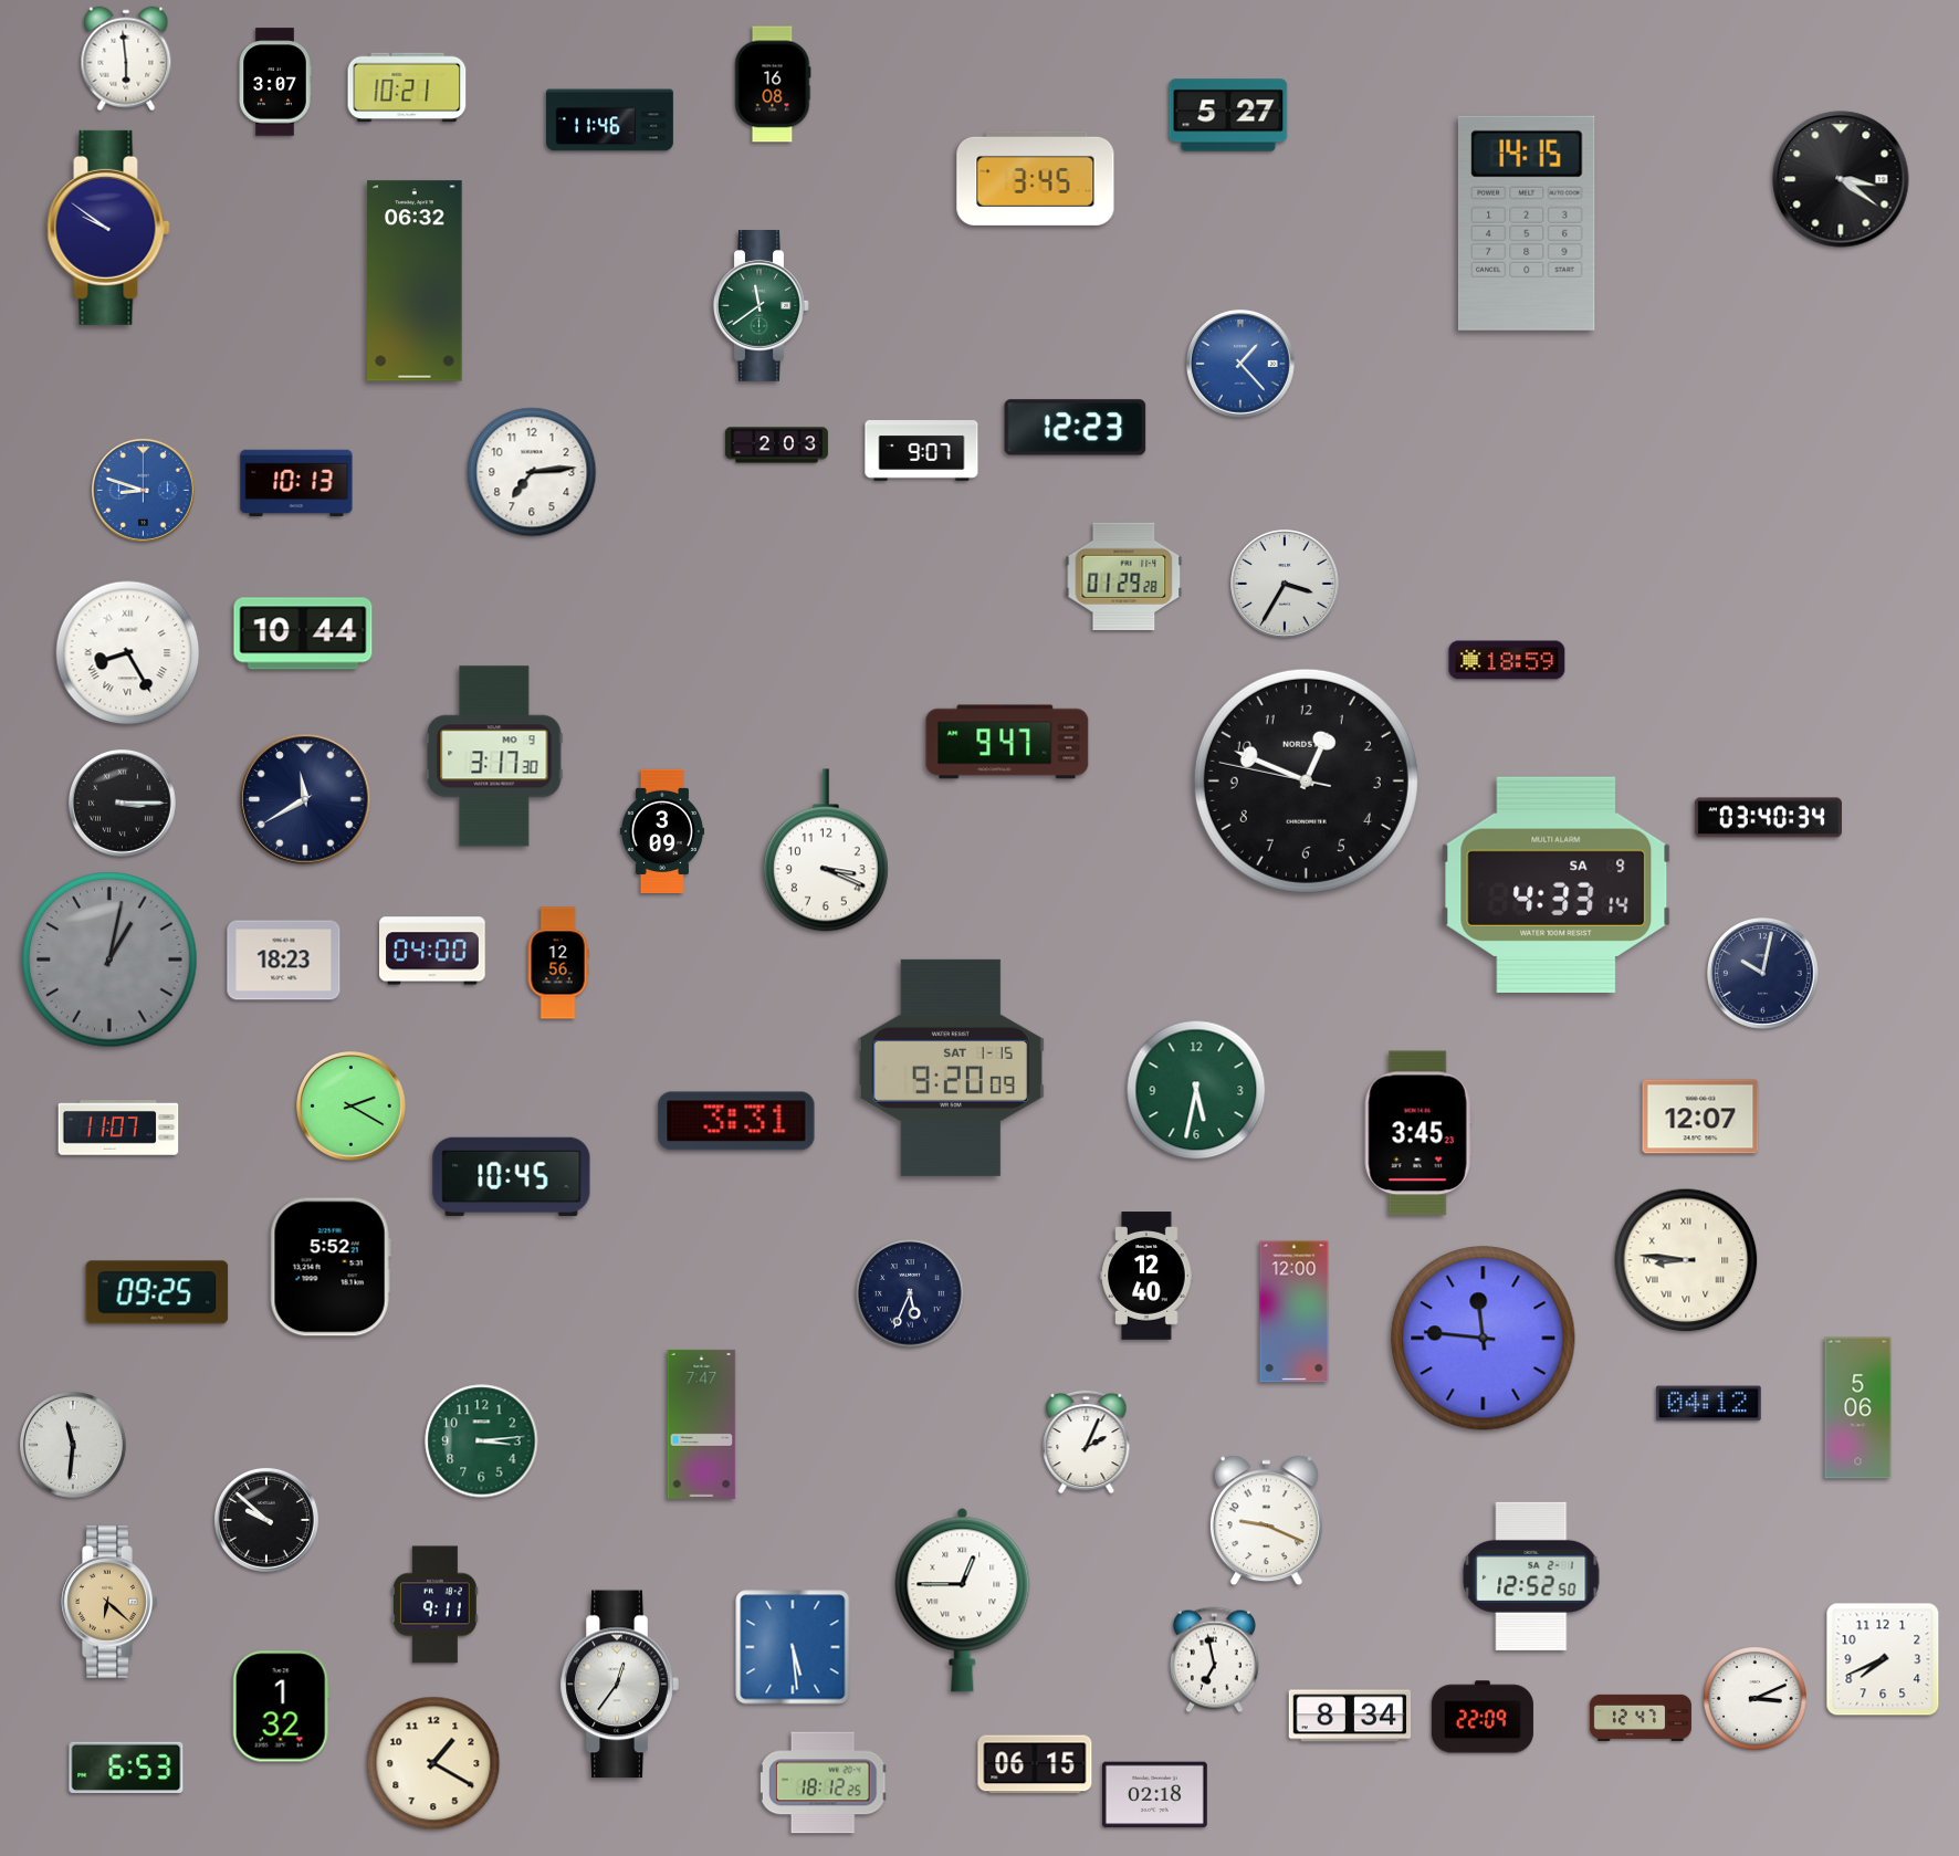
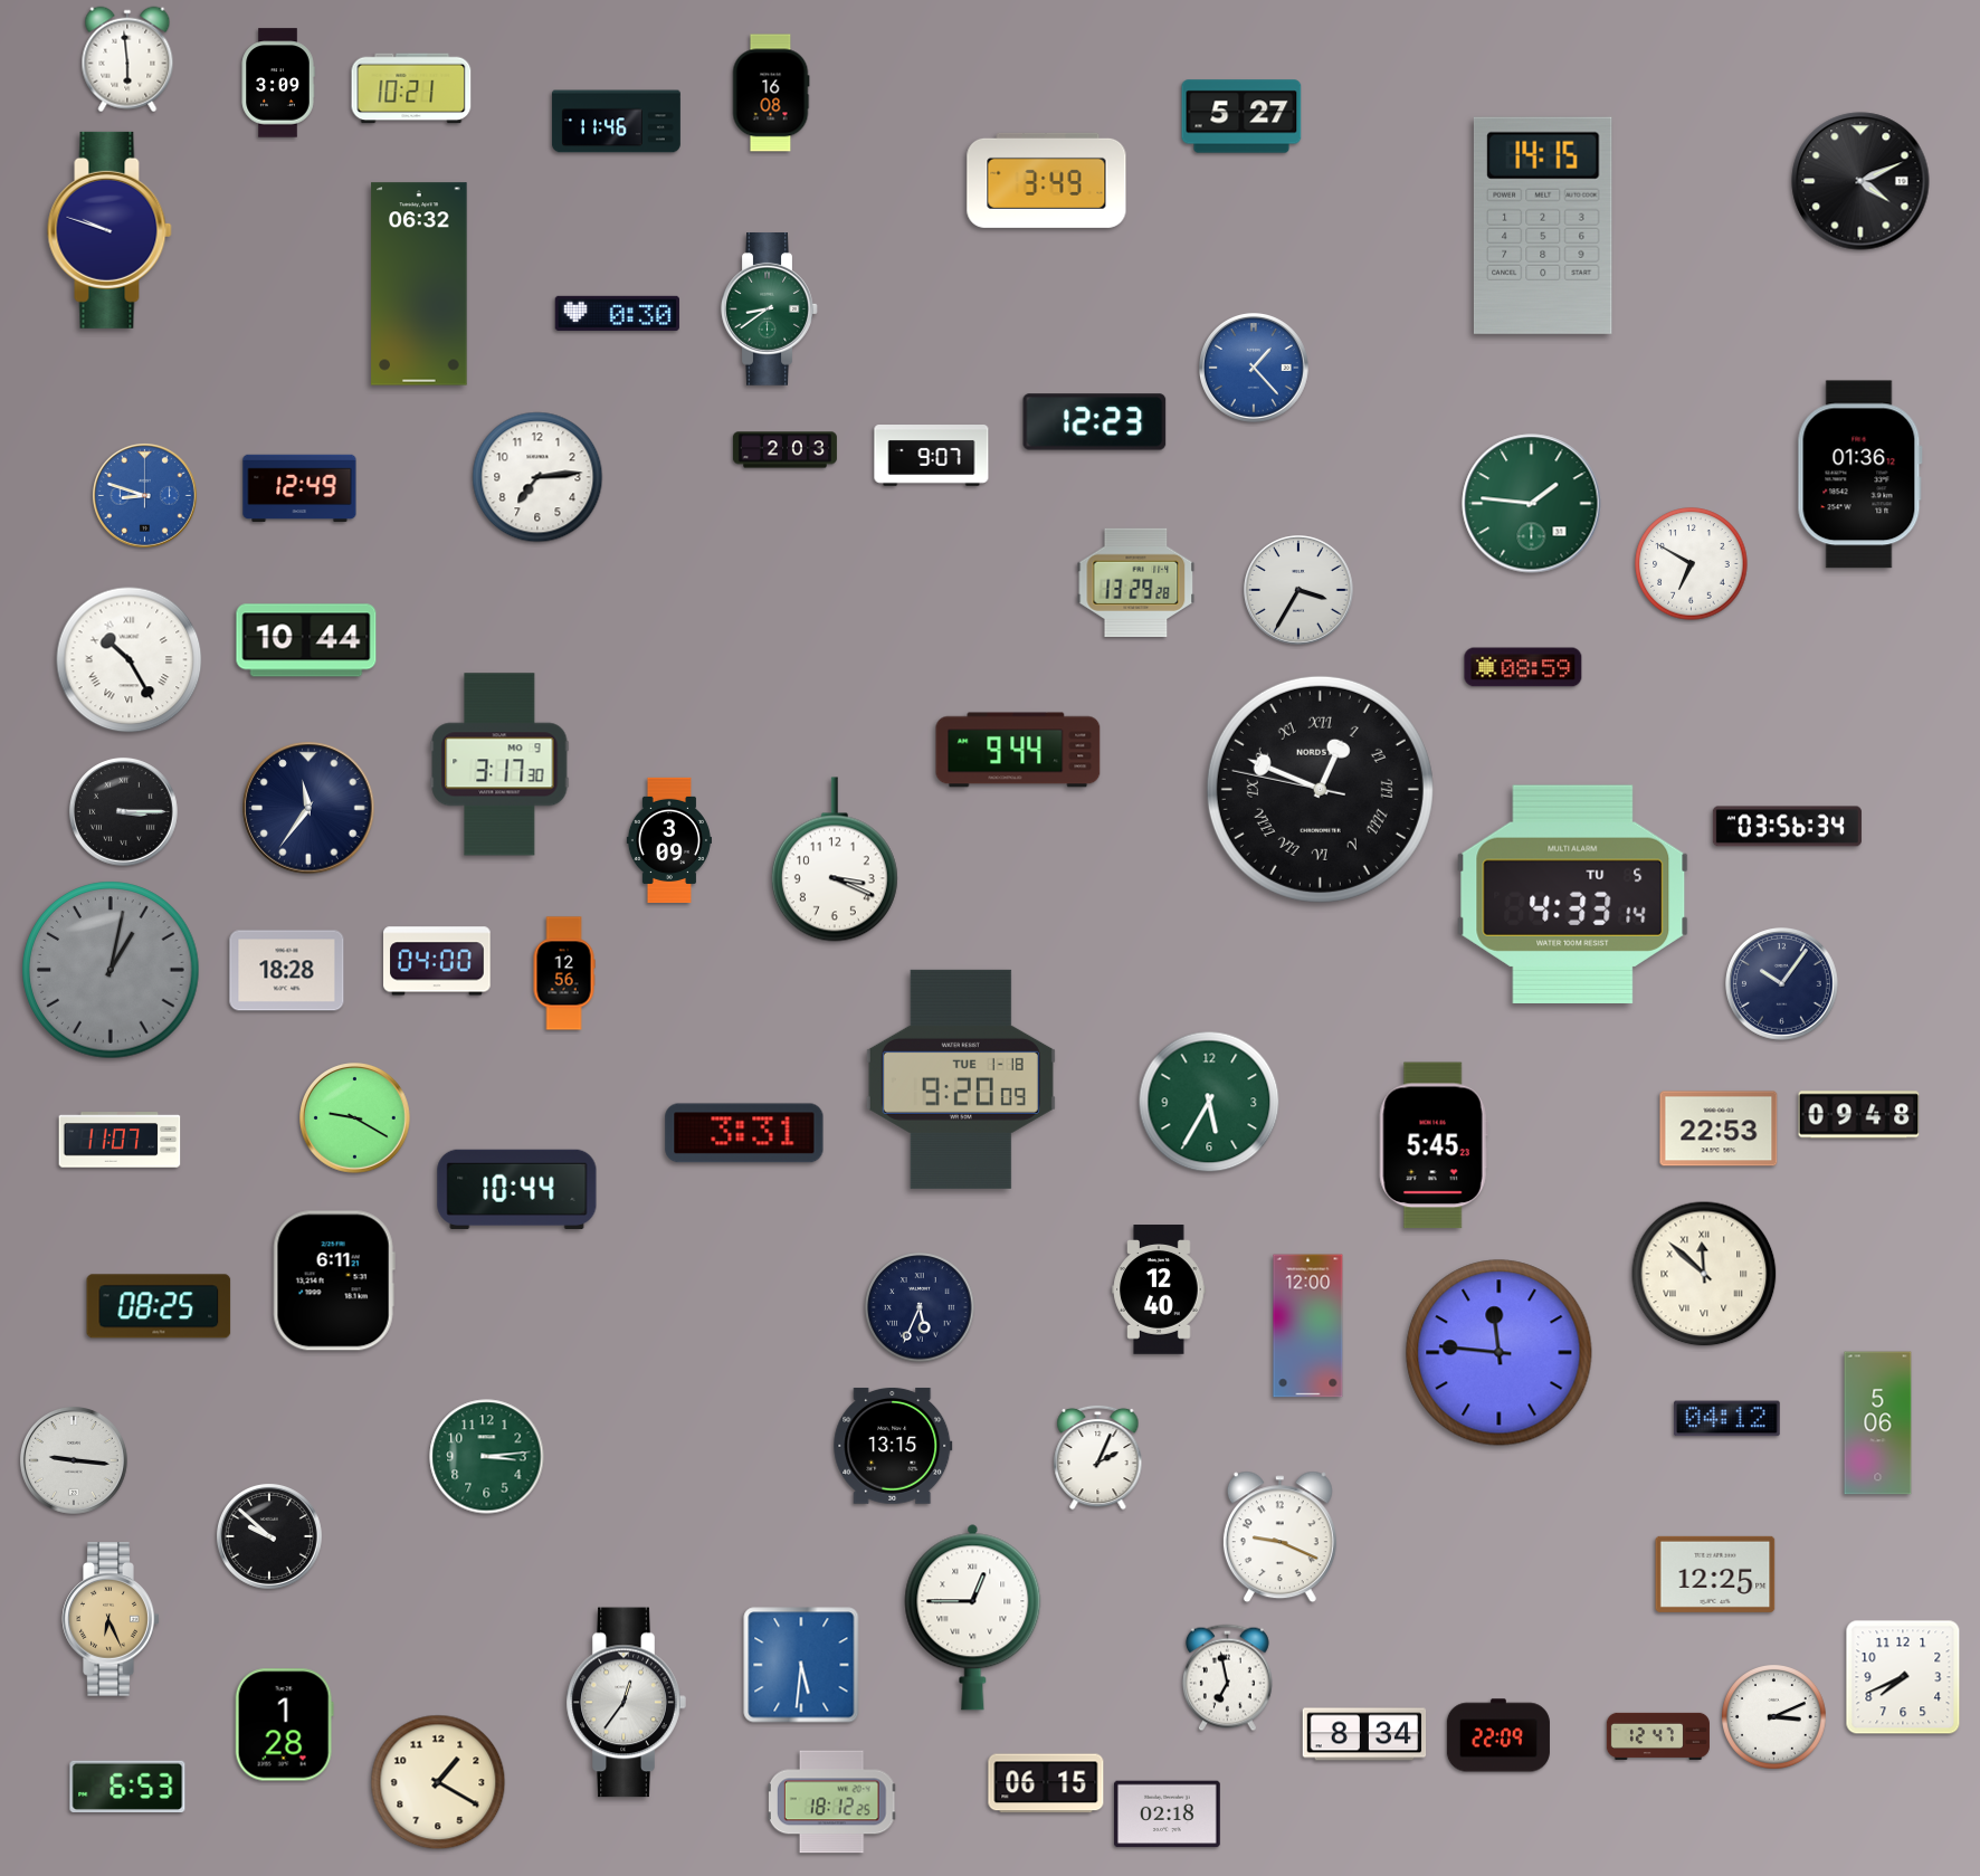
clock at (275, 82): 3:07 -> 3:09
clock at (773, 84) position: (773, 84) -> (771, 93)
clock at (1036, 178): 3:45 -> 3:49
clock at (1841, 179): 3:21 -> 4:11
clock at (108, 228): 9:51 -> 9:48
clock at (762, 306): 11:39 -> 8:39
clock at (617, 313): none -> 0:30
clock at (1076, 428) position: (1076, 428) -> (1095, 422)
clock at (1859, 475): none -> 01:36
clock at (296, 483): 10:13 -> 12:49
clock at (1532, 504): none -> 1:46
clock at (1692, 564): none -> 6:50
clock at (1124, 577): 01:29 -> 13:29
clock at (128, 653): 8:25 -> 10:25
clock at (1507, 660): 18:59 -> 08:59
clock at (1007, 742): 9:47 -> 9:44
clock at (1306, 780) numerals: Arabic -> Roman
clock at (305, 799): 11:40 -> 11:36
clock at (1768, 818): 03:40 -> 03:56
clock at (1557, 884) date: SA 9 -> TU 5
clock at (284, 961): 18:23 -> 18:28
clock at (1763, 974): 10:02 -> 10:06
clock at (951, 1068) date: SAT 1-15 -> TUE 1-18
clock at (1196, 1090): 5:32 -> 5:35
clock at (1859, 1115): none -> 09:48
clock at (352, 1107): 2:20 -> 9:20
clock at (1700, 1116): 12:07 -> 22:53
clock at (1418, 1133): 3:45 -> 5:45
clock at (512, 1176): 10:45 -> 10:44
clock at (1686, 1260): 8:46 -> 11:52
clock at (331, 1267): 5:52 -> 6:11
clock at (157, 1292): 09:25 -> 08:25
clock at (702, 1424): 7:47 -> none
clock at (893, 1446): none -> 13:15
clock at (73, 1445): 11:31 -> 9:16
clock at (1715, 1574): none -> 12:25
clock at (1531, 1576): 12:52 -> none
clock at (109, 1602): 6:22 -> 6:26
clock at (436, 1605): 9:11 -> none
clock at (793, 1647): 5:29 -> 5:31
clock at (281, 1707): 1:32 -> 1:28
